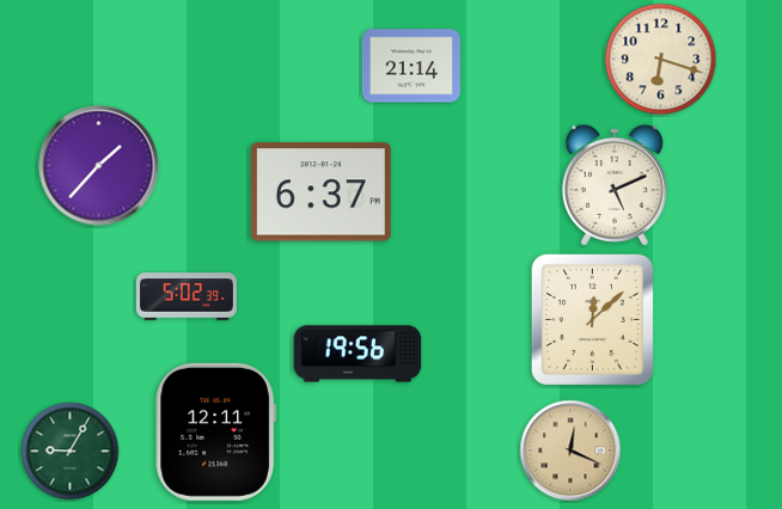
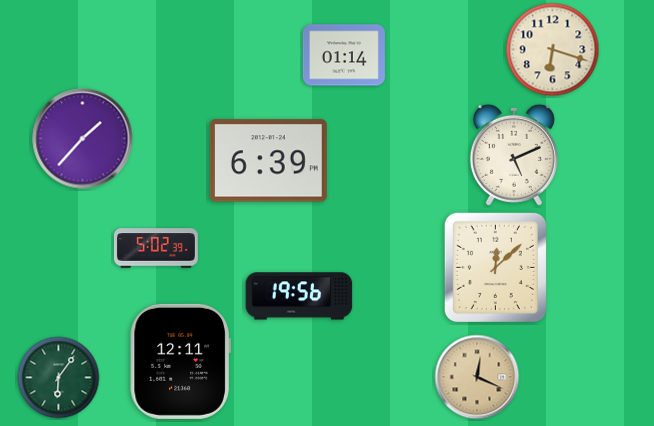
clock at (411, 66): 21:14 -> 01:14
clock at (320, 192): 6:37 -> 6:39
clock at (71, 452): 9:05 -> 6:06
